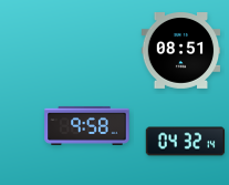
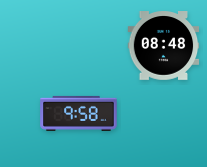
clock at (181, 51): 08:51 -> 08:48
clock at (186, 142): 04:32 -> none
